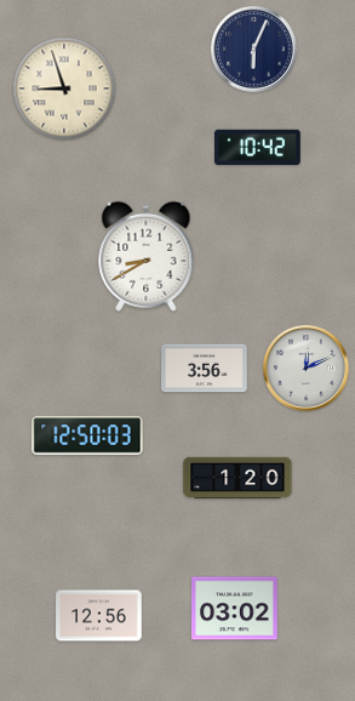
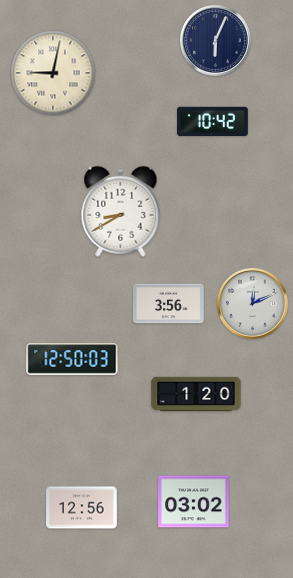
clock at (254, 50) position: (254, 50) -> (216, 41)
clock at (64, 89): 8:57 -> 9:02
